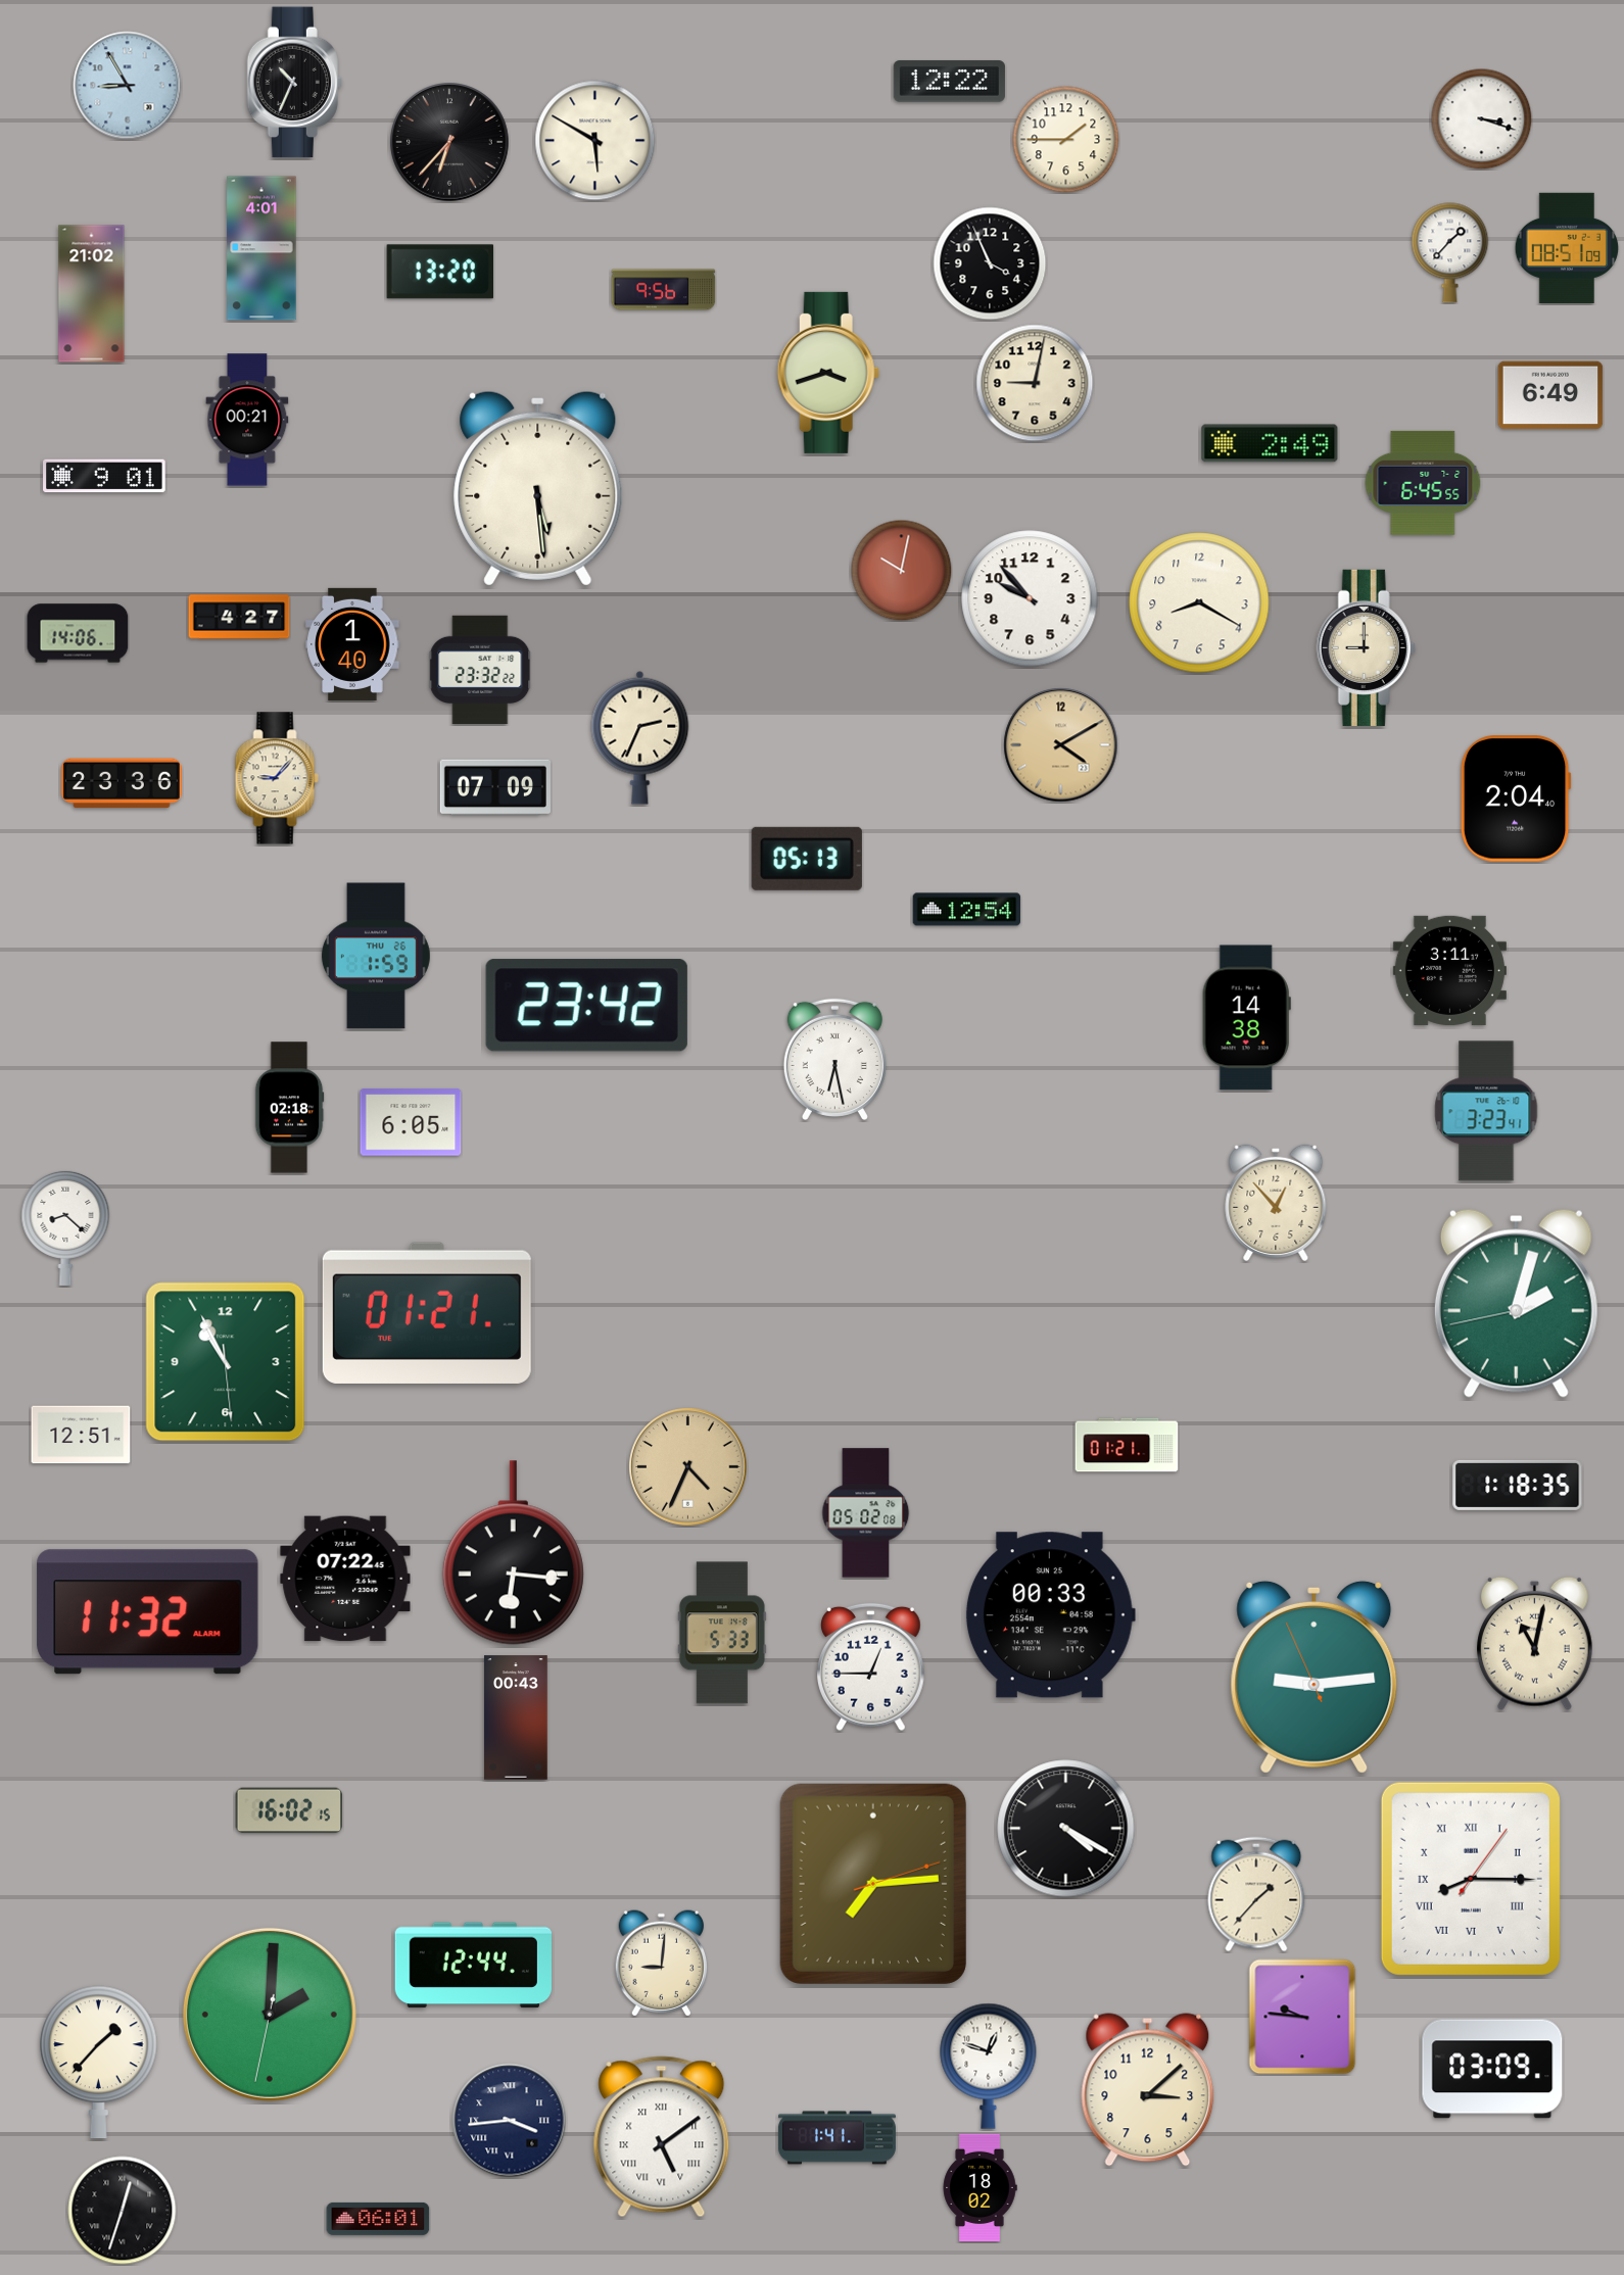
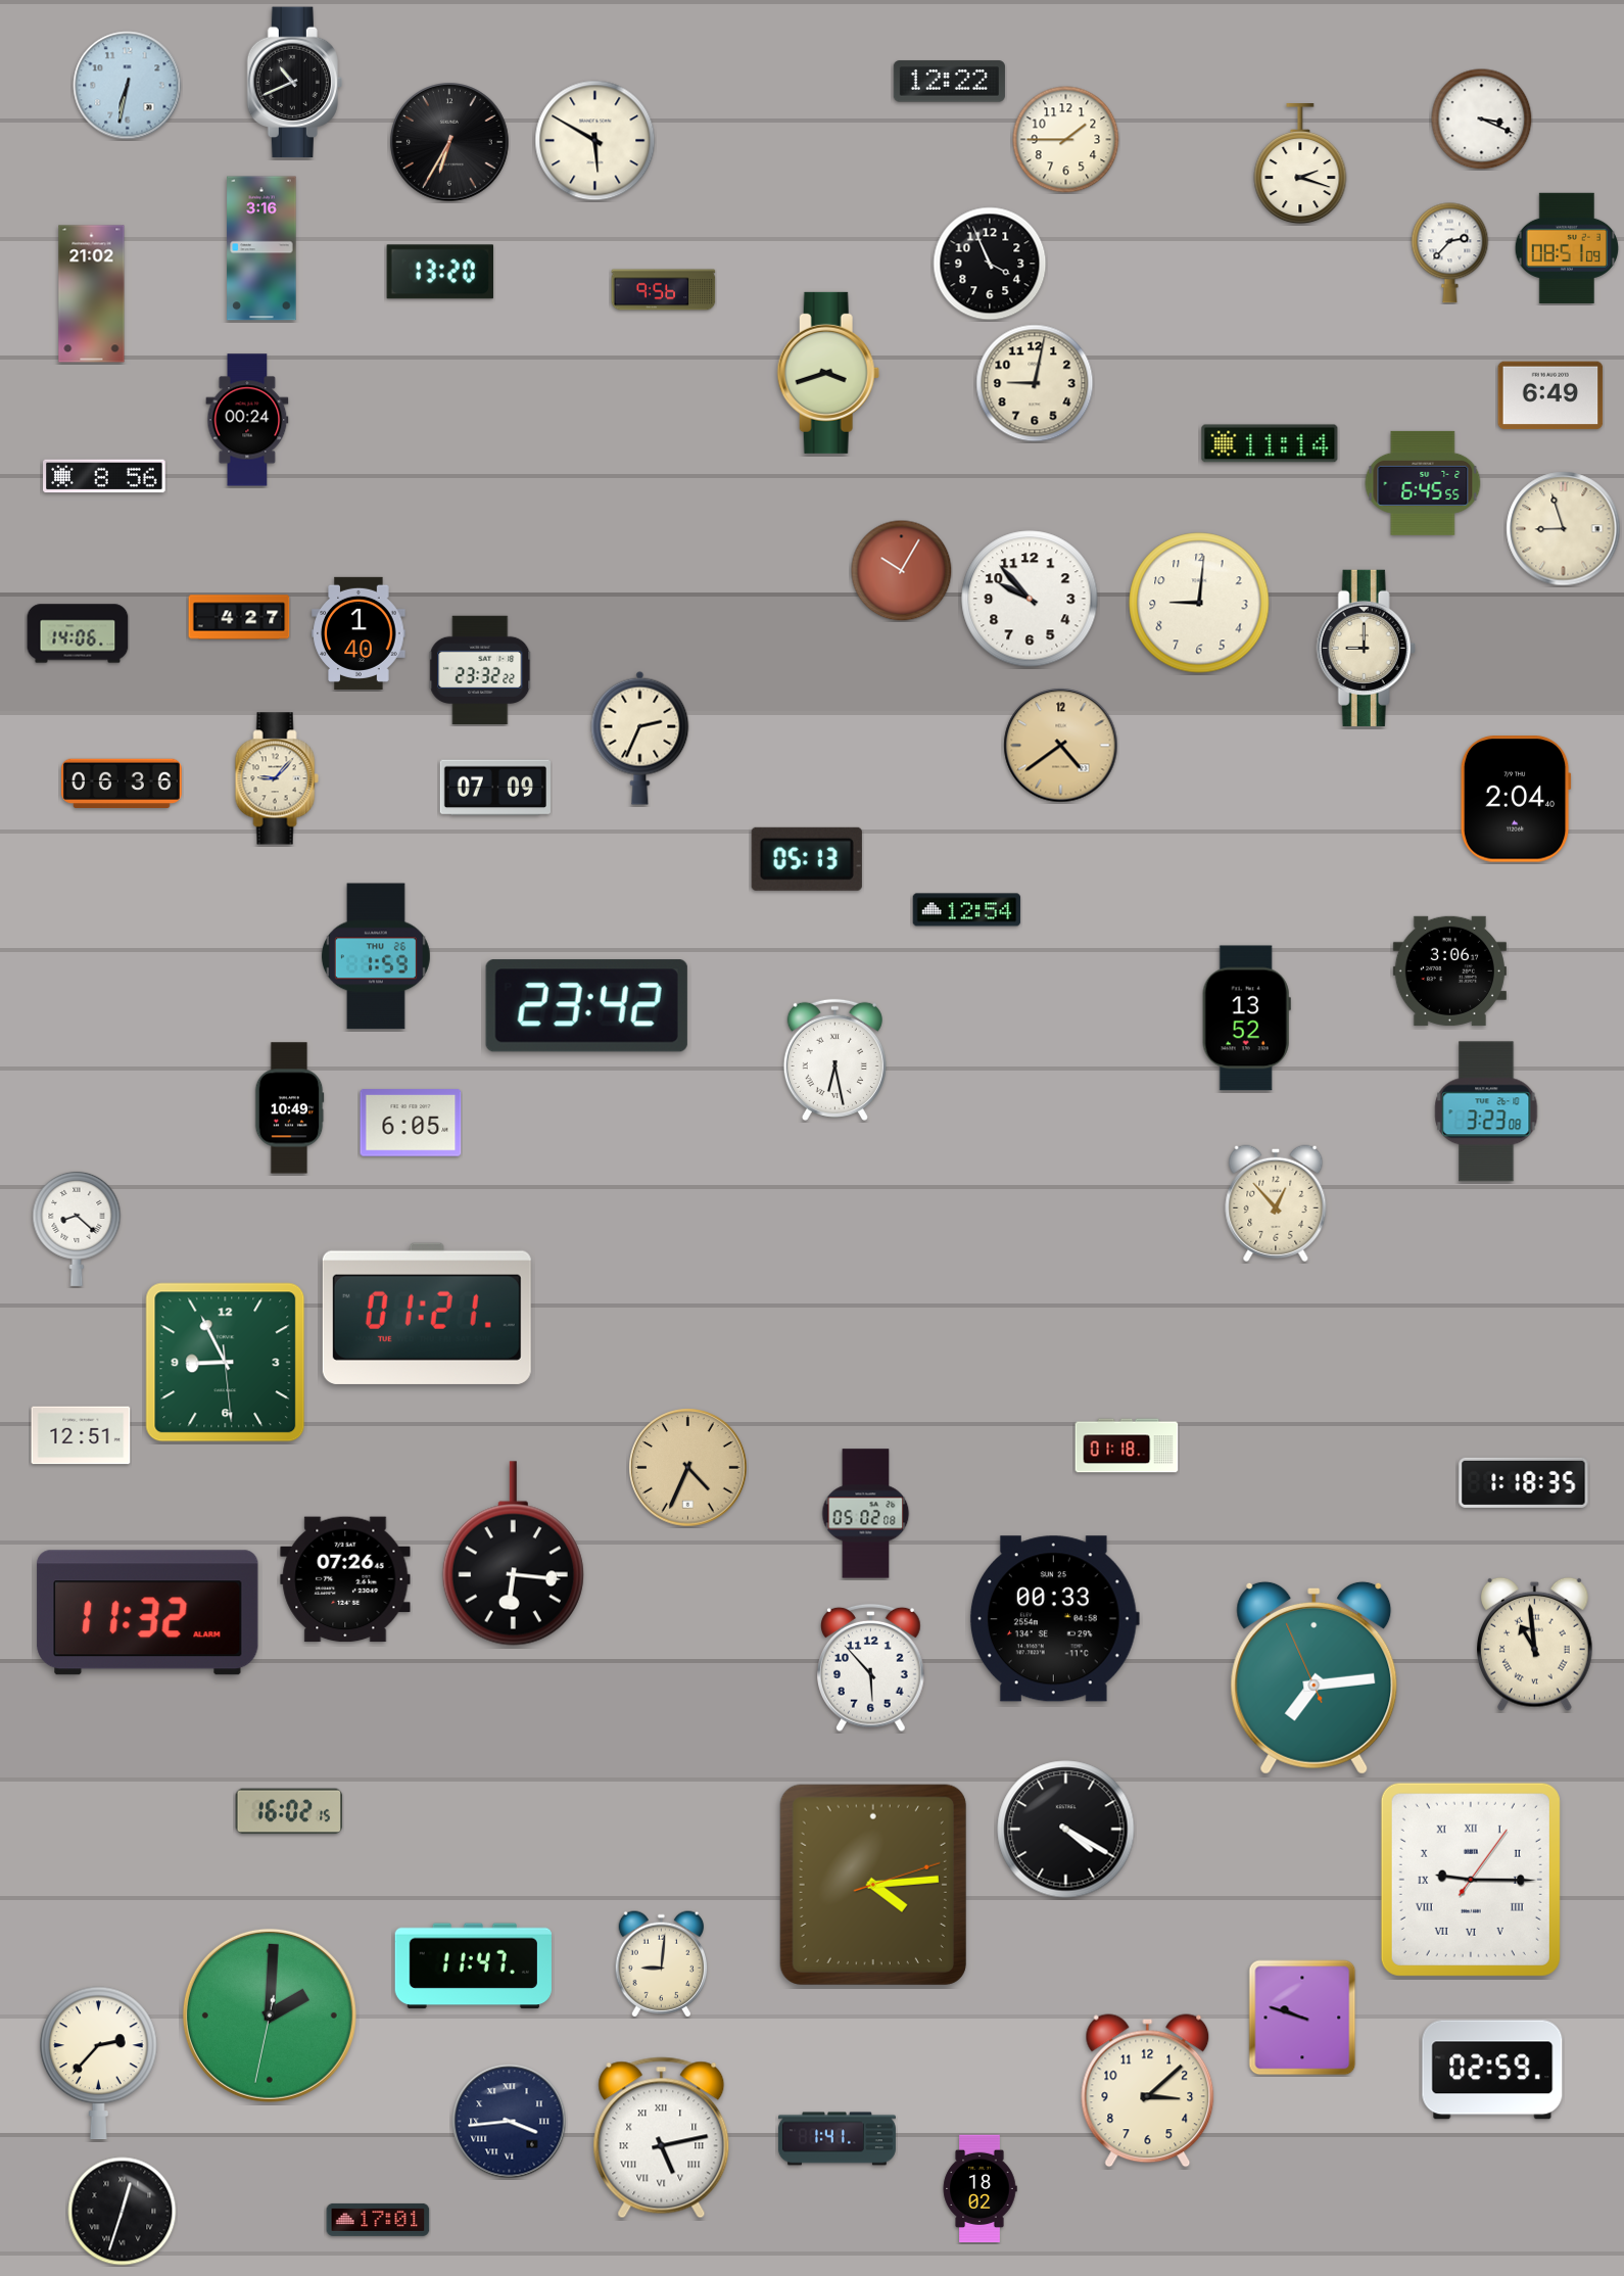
clock at (294, 83): 10:34 -> 10:41
clock at (128, 86): 8:55 -> 6:32
clock at (1482, 119): 3:18 -> 3:19
clock at (449, 142): 6:37 -> 6:35
clock at (1300, 164): none -> 2:18
clock at (261, 248): 4:01 -> 3:16
clock at (1450, 253): 1:37 -> 2:37
clock at (247, 420): 00:21 -> 00:24
clock at (1270, 443): 2:49 -> 11:14
clock at (104, 476): 9:01 -> 8:56
clock at (538, 488): 5:29 -> none
clock at (1564, 529): none -> 8:57
clock at (902, 571): 10:02 -> 10:05
clock at (1199, 602): 8:20 -> 9:01
clock at (352, 644) position: (352, 644) -> (359, 633)
clock at (1061, 745): 4:10 -> 4:39
clock at (123, 783): 23:36 -> 06:36
clock at (1449, 970): 3:11 -> 3:06
clock at (1246, 1018): 14:38 -> 13:52
clock at (289, 1108): 02:18 -> 10:49
clock at (1486, 1111): 3:23:41 -> 3:23:08
clock at (65, 1227) position: (65, 1227) -> (77, 1228)
clock at (1516, 1303): 2:02 -> none
clock at (226, 1362): 10:55 -> 8:55
clock at (1127, 1445): 01:21 -> 01:18
clock at (1518, 1485) position: (1518, 1485) -> (1524, 1482)
clock at (345, 1579): 07:22 -> 07:26
clock at (1050, 1615) position: (1050, 1615) -> (1054, 1619)
clock at (722, 1633): 5:33 -> none
clock at (1535, 1643): 11:02 -> 10:59
clock at (871, 1667): 12:45 -> 5:53
clock at (1315, 1677): 9:13 -> 7:13
clock at (516, 1717): 00:43 -> none
clock at (1471, 1879): 8:15 -> 9:15
clock at (873, 1884): 7:14 -> 4:14
clock at (1256, 1894): 1:37 -> none
clock at (473, 1966): 12:44 -> 11:47
clock at (1302, 2017): 9:46 -> 9:48
clock at (98, 2063): 1:37 -> 2:37
clock at (989, 2066): 12:48 -> none
clock at (1492, 2069): 03:09 -> 02:59
clock at (662, 2137): 5:09 -> 5:13
clock at (378, 2219): 06:01 -> 17:01
